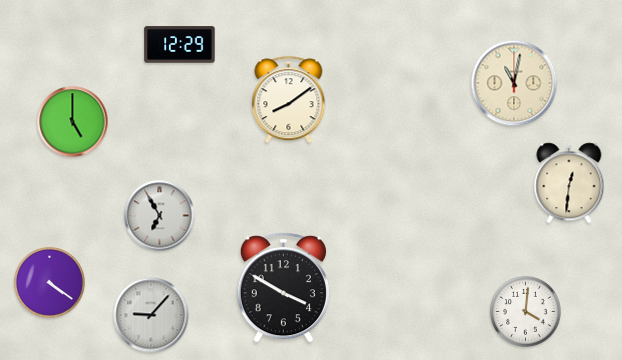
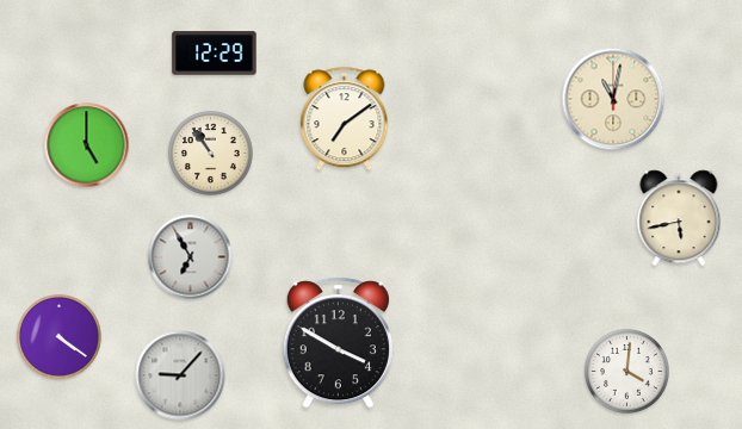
clock at (289, 100): 8:09 -> 7:09
clock at (210, 153): none -> 10:54
clock at (569, 183): 12:31 -> 5:43
